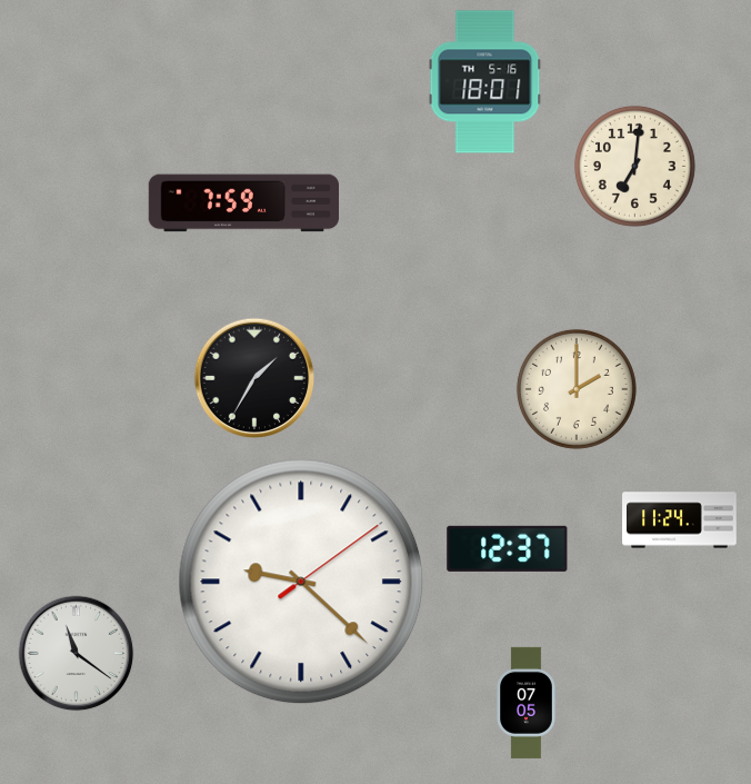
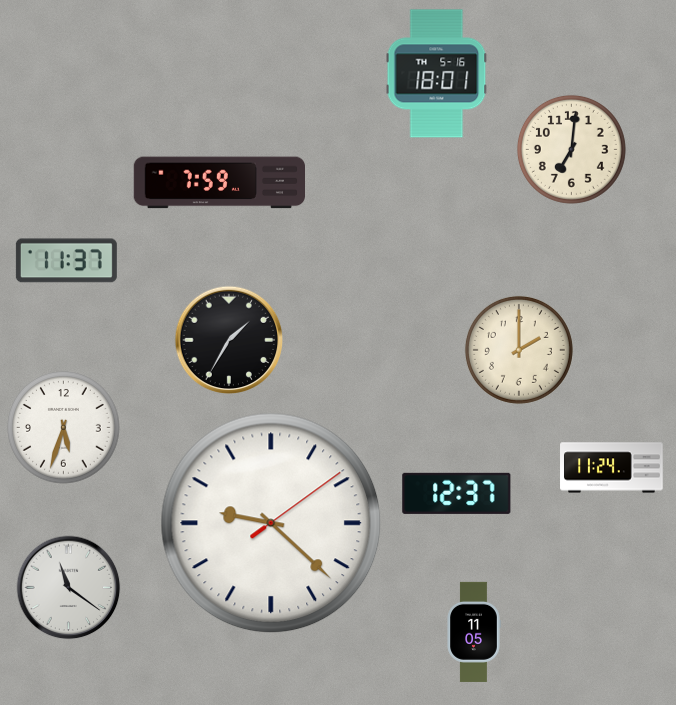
clock at (66, 261): none -> 11:37
clock at (64, 428): none -> 5:33
clock at (527, 703): 07:05 -> 11:05
